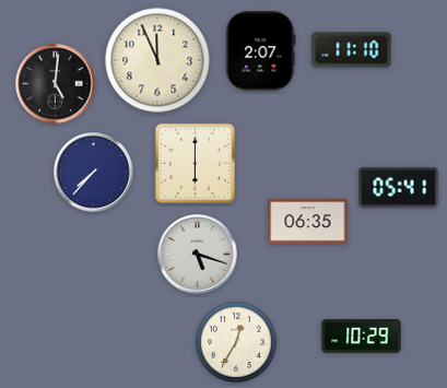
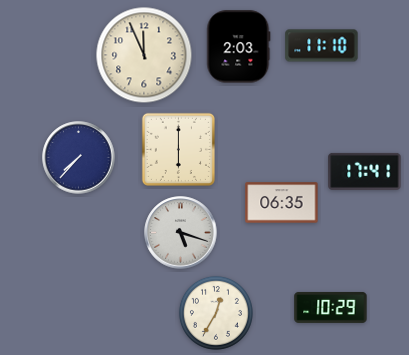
clock at (261, 51): 2:07 -> 2:03
clock at (56, 84): 5:01 -> none
clock at (94, 173) position: (94, 173) -> (79, 158)
clock at (399, 187): 05:41 -> 17:41
